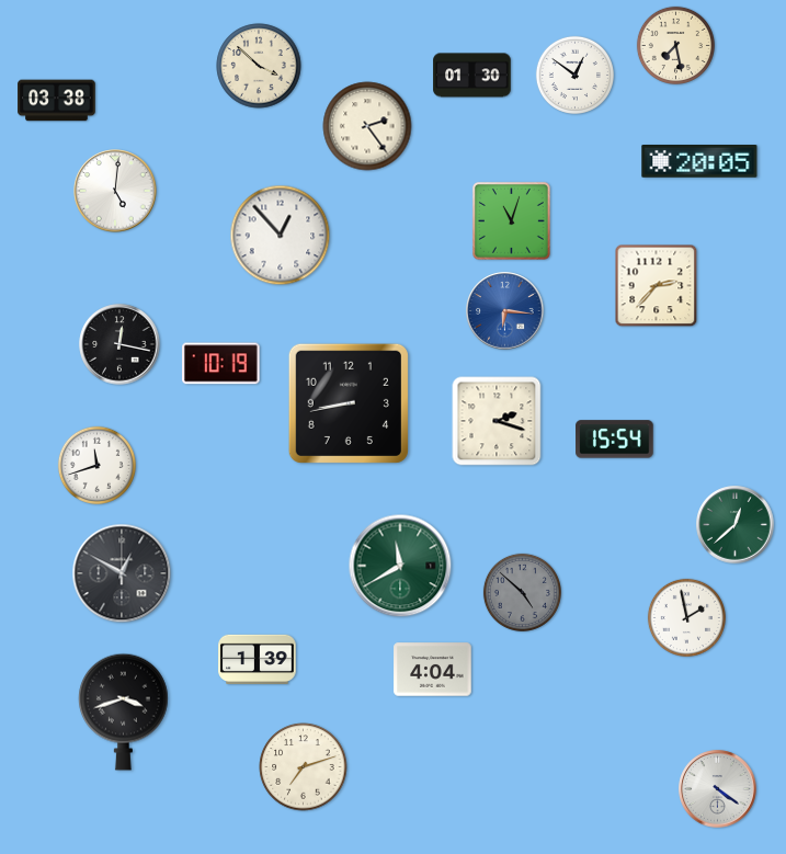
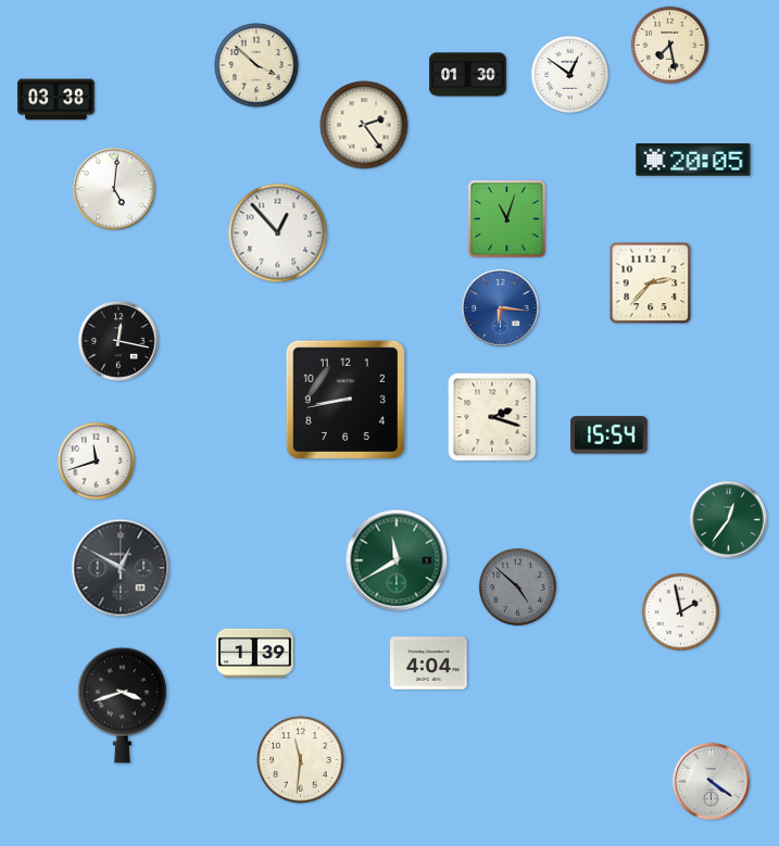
clock at (221, 364): 10:19 -> none
clock at (736, 525): 12:38 -> 12:36
clock at (304, 767): 7:12 -> 11:31
